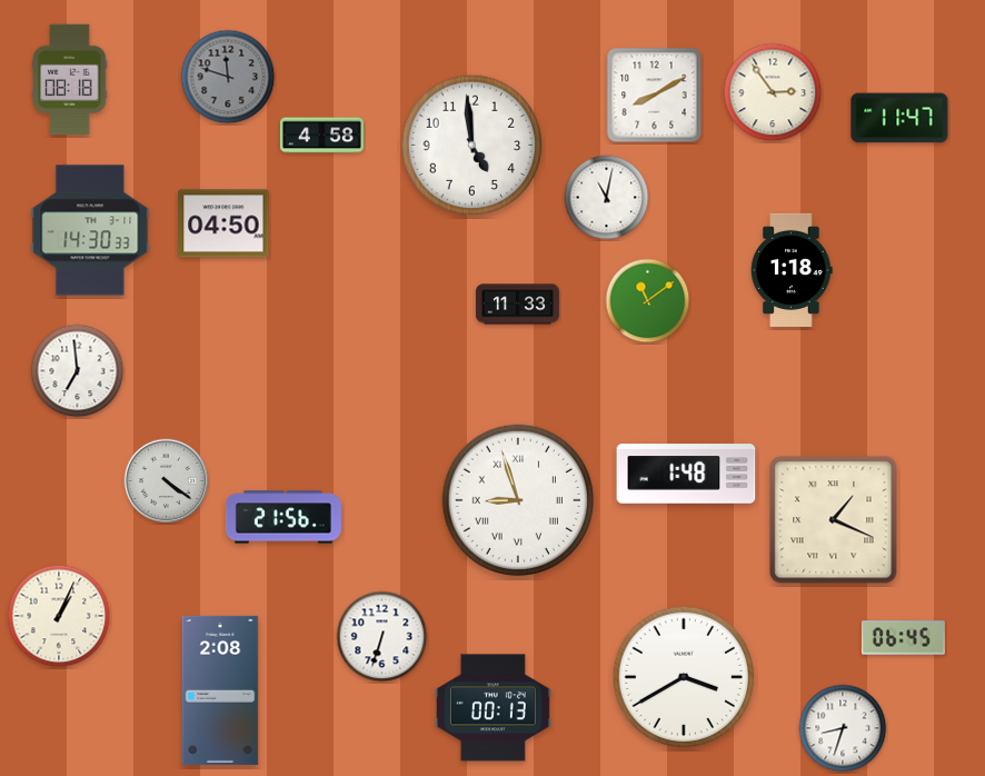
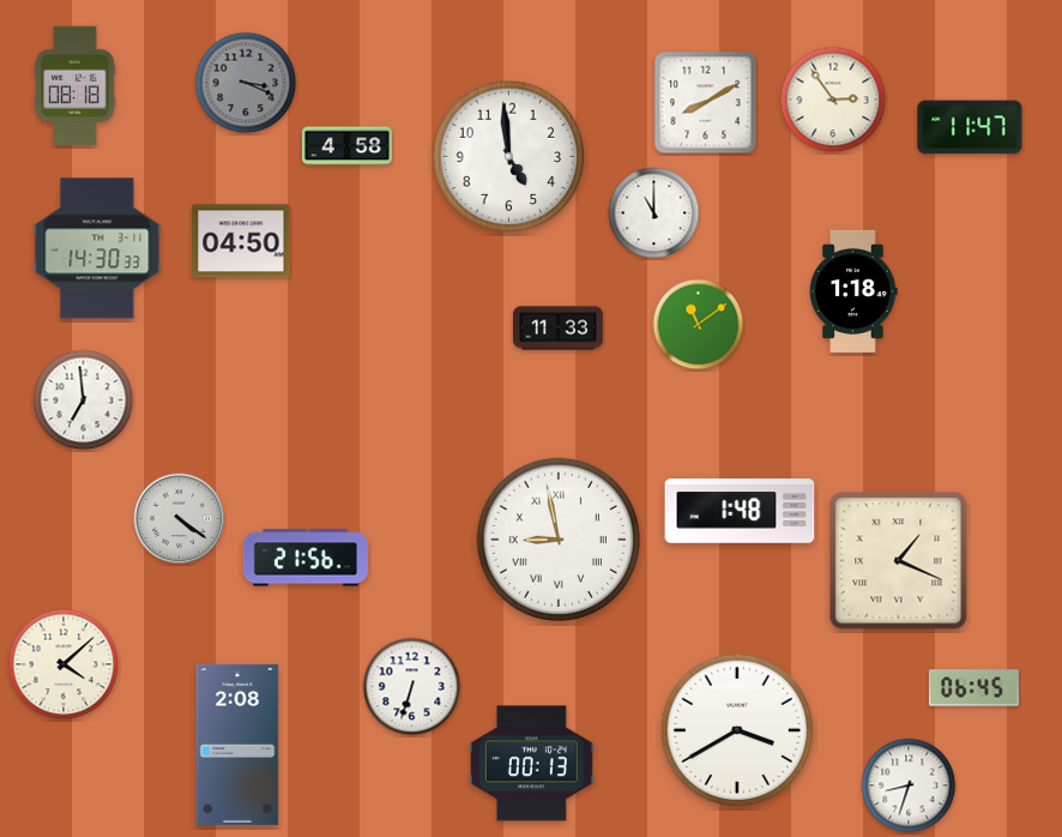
clock at (228, 77): 11:48 -> 3:19
clock at (607, 198): 11:02 -> 11:00
clock at (518, 500): 8:57 -> 8:58
clock at (59, 616): 1:04 -> 4:08
